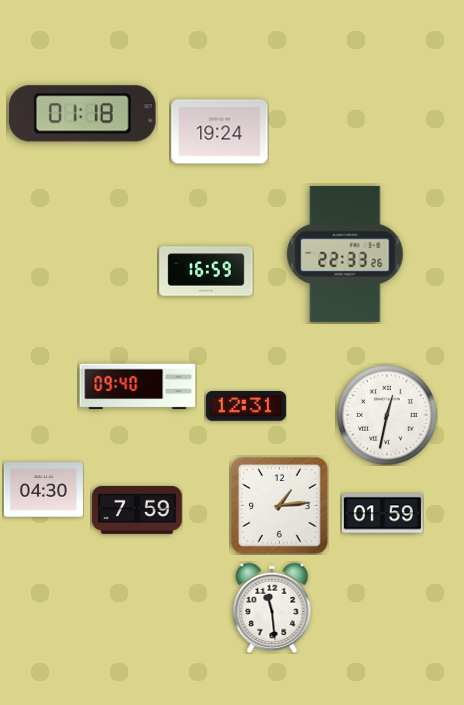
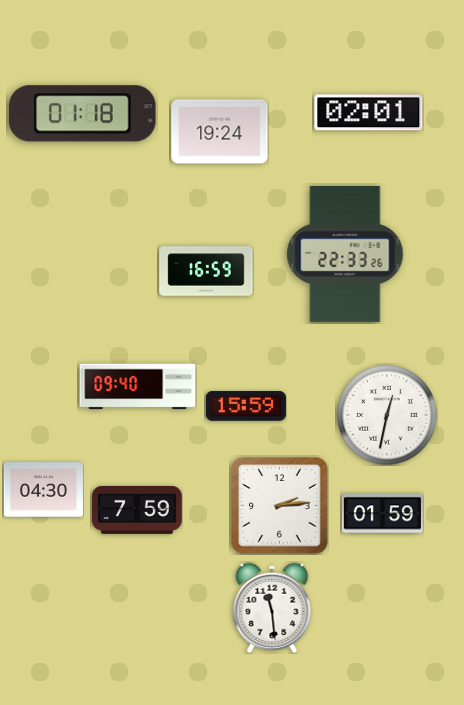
clock at (369, 113): none -> 02:01
clock at (246, 406): 12:31 -> 15:59
clock at (280, 506): 1:14 -> 2:14
